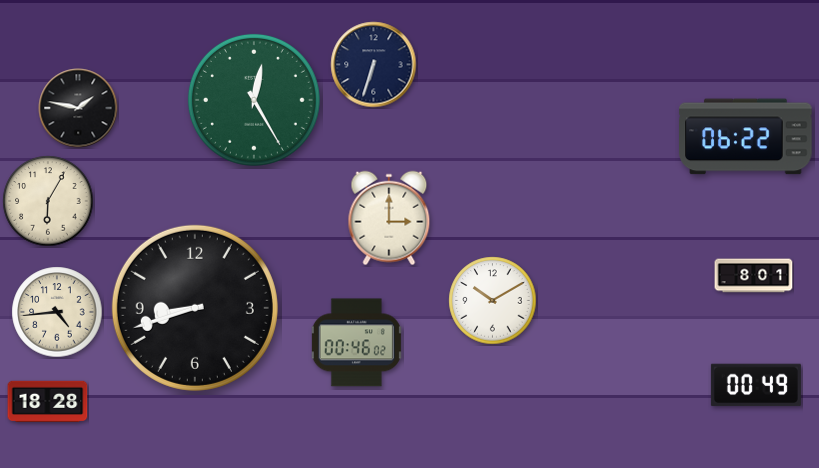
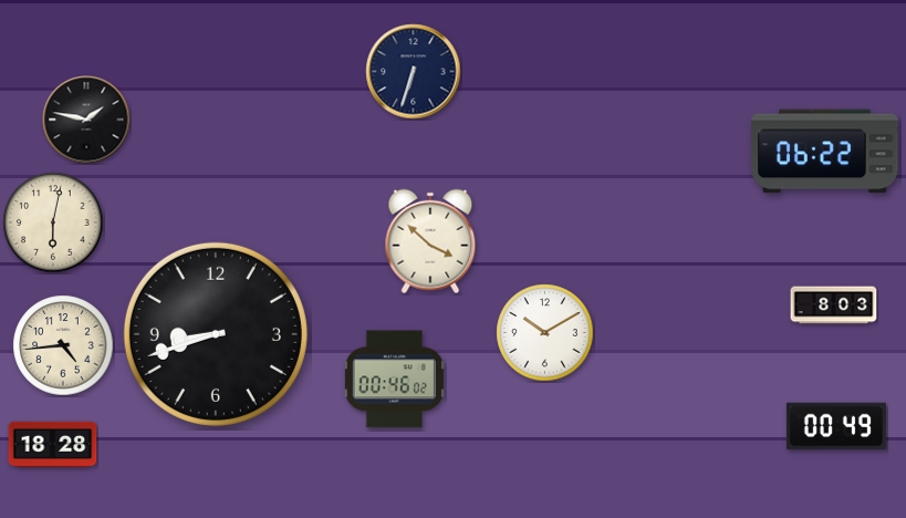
clock at (254, 100): 12:25 -> none
clock at (48, 201): 6:05 -> 6:02
clock at (389, 218): 3:00 -> 3:52
clock at (754, 276): 8:01 -> 8:03
clock at (195, 308) position: (195, 308) -> (216, 334)
